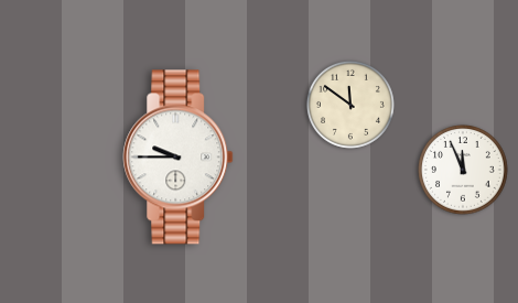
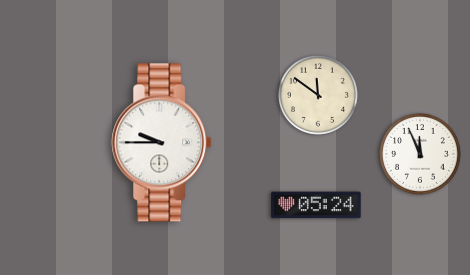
clock at (316, 205): none -> 05:24
